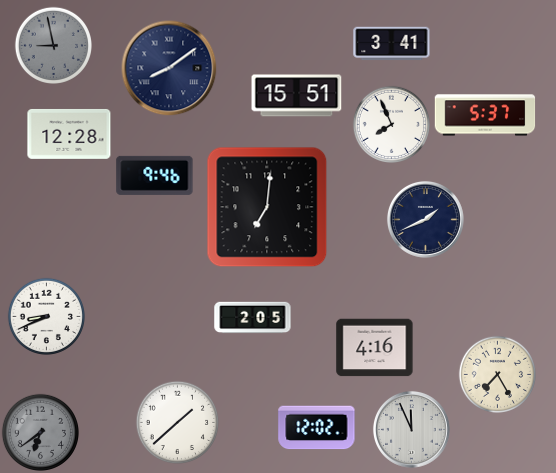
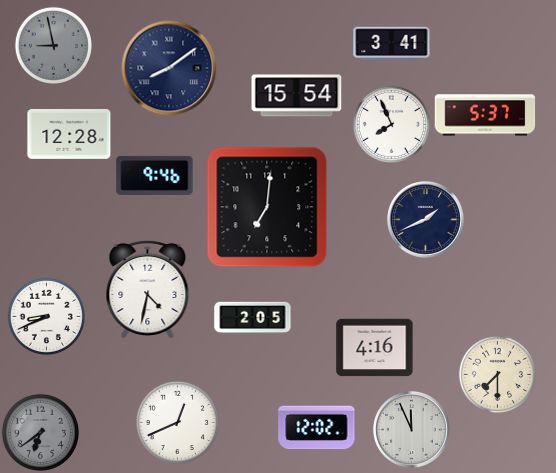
clock at (297, 96): 15:51 -> 15:54
clock at (148, 289): none -> 4:32
clock at (497, 374): 7:25 -> 7:30
clock at (177, 422): 1:38 -> 12:41
